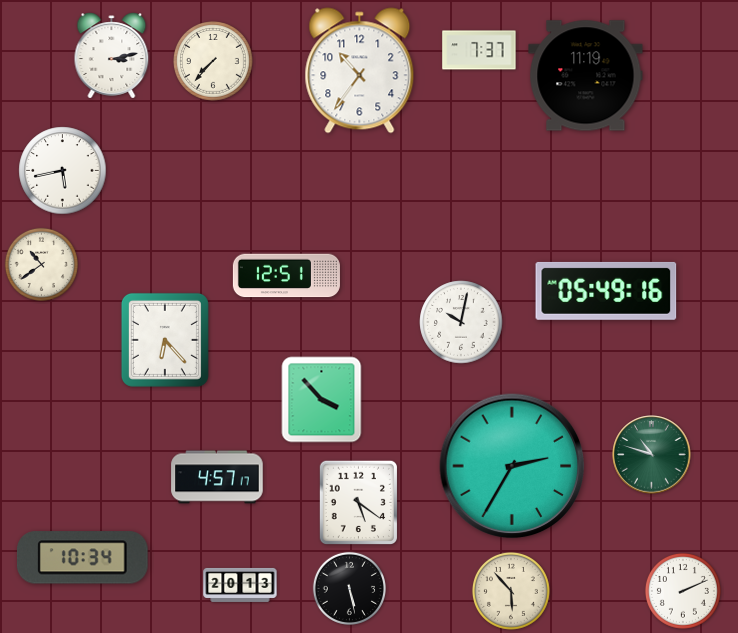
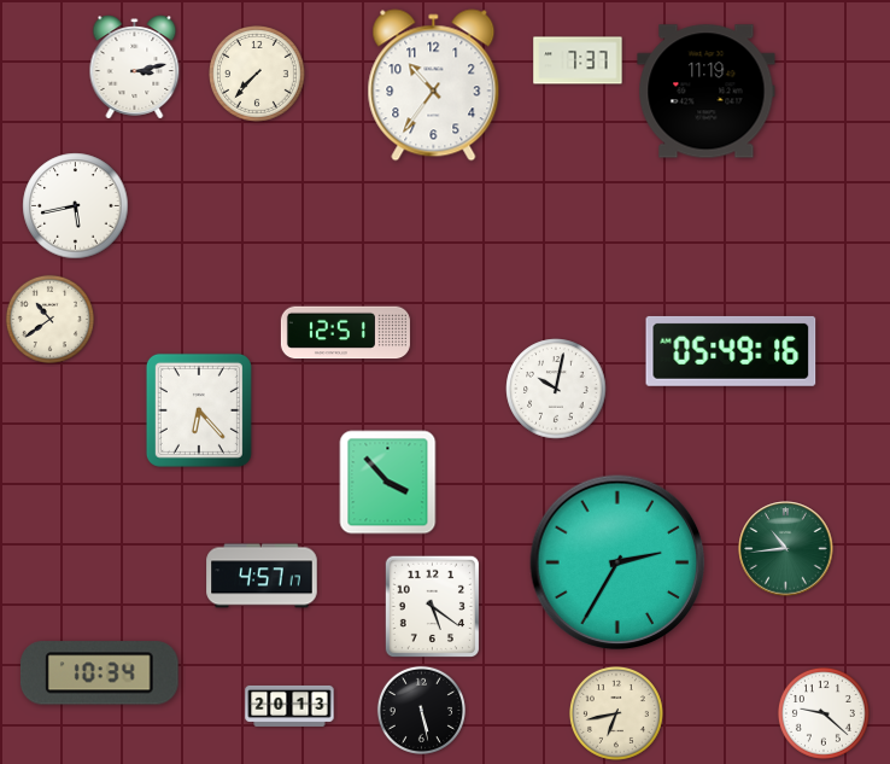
clock at (652, 455): 10:48 -> 10:44
clock at (511, 591): 5:53 -> 6:43
clock at (683, 591): 2:11 -> 9:22
